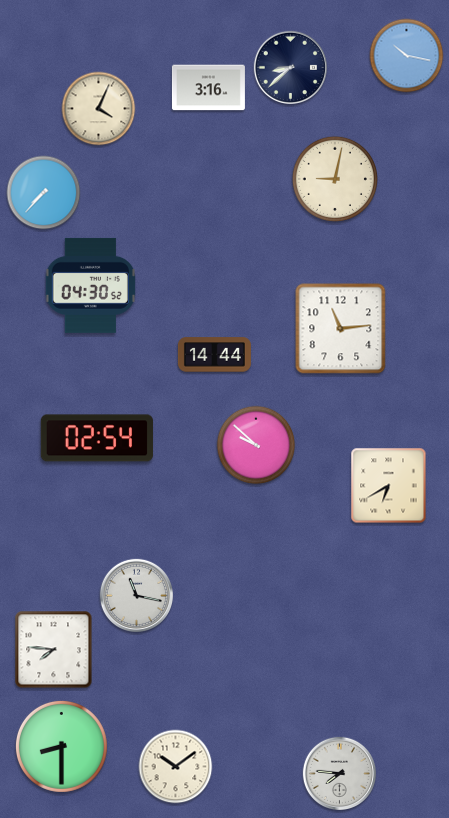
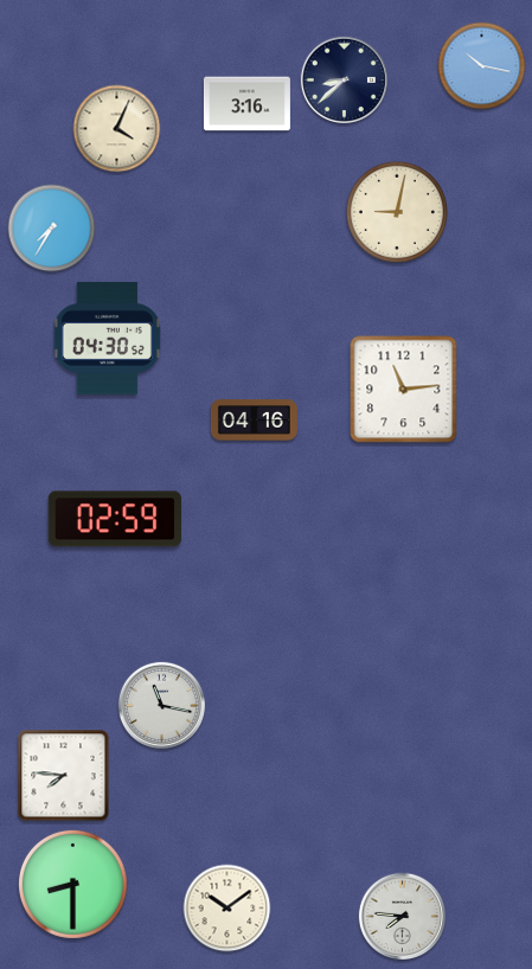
clock at (44, 193): 7:37 -> 7:35
clock at (214, 355): 14:44 -> 04:16
clock at (97, 438): 02:54 -> 02:59
clock at (256, 445): 9:52 -> none
clock at (389, 486): 6:40 -> none
clock at (54, 650) position: (54, 650) -> (64, 776)
clock at (176, 767) position: (176, 767) -> (227, 909)
